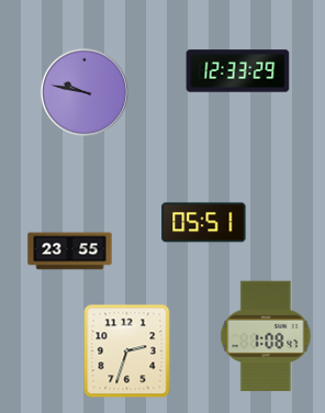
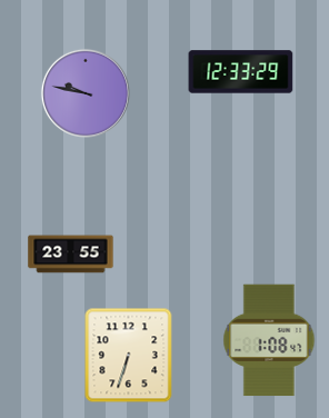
clock at (204, 223): 05:51 -> none
clock at (127, 350): 2:33 -> 6:33
